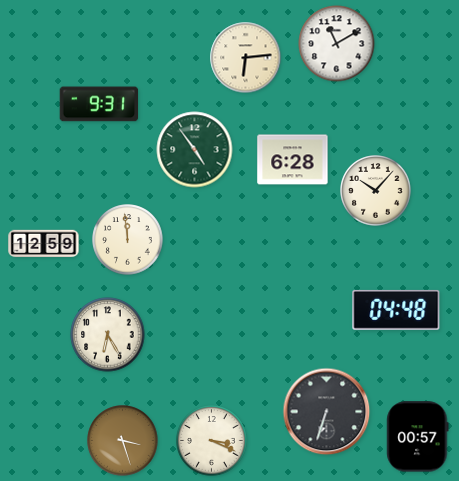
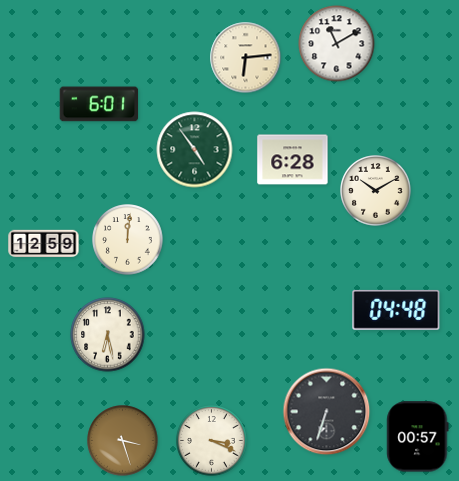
clock at (99, 104): 9:31 -> 6:01
clock at (376, 191): 10:07 -> 10:10
clock at (128, 240): 11:59 -> 12:01
clock at (108, 335): 6:25 -> 6:28
